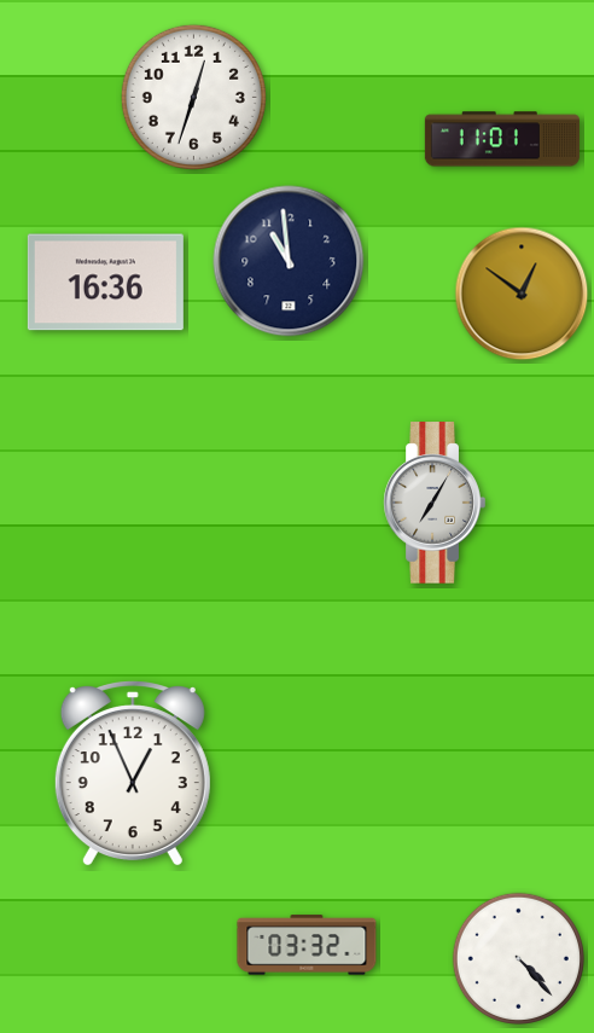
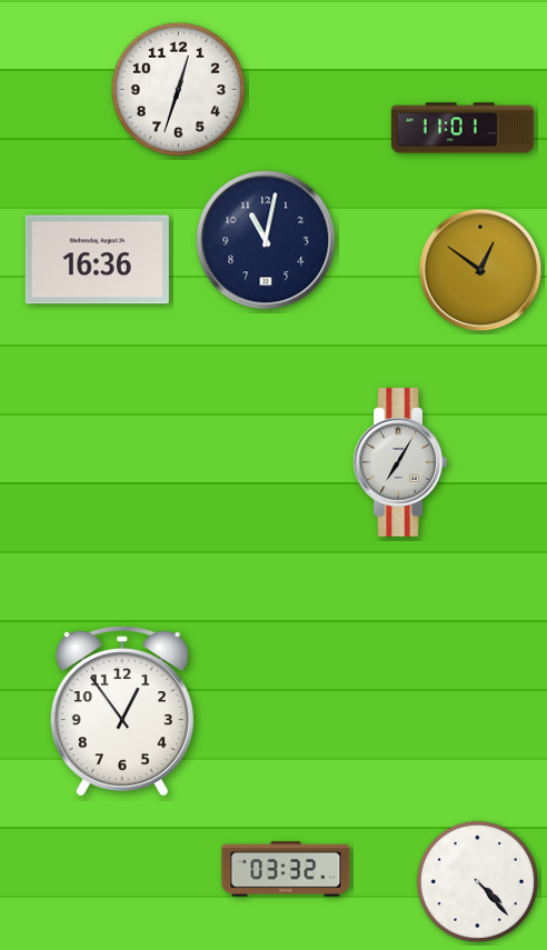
clock at (289, 261): 10:59 -> 11:02
clock at (133, 774): 12:56 -> 12:54
clock at (307, 945) position: (307, 945) -> (286, 869)
